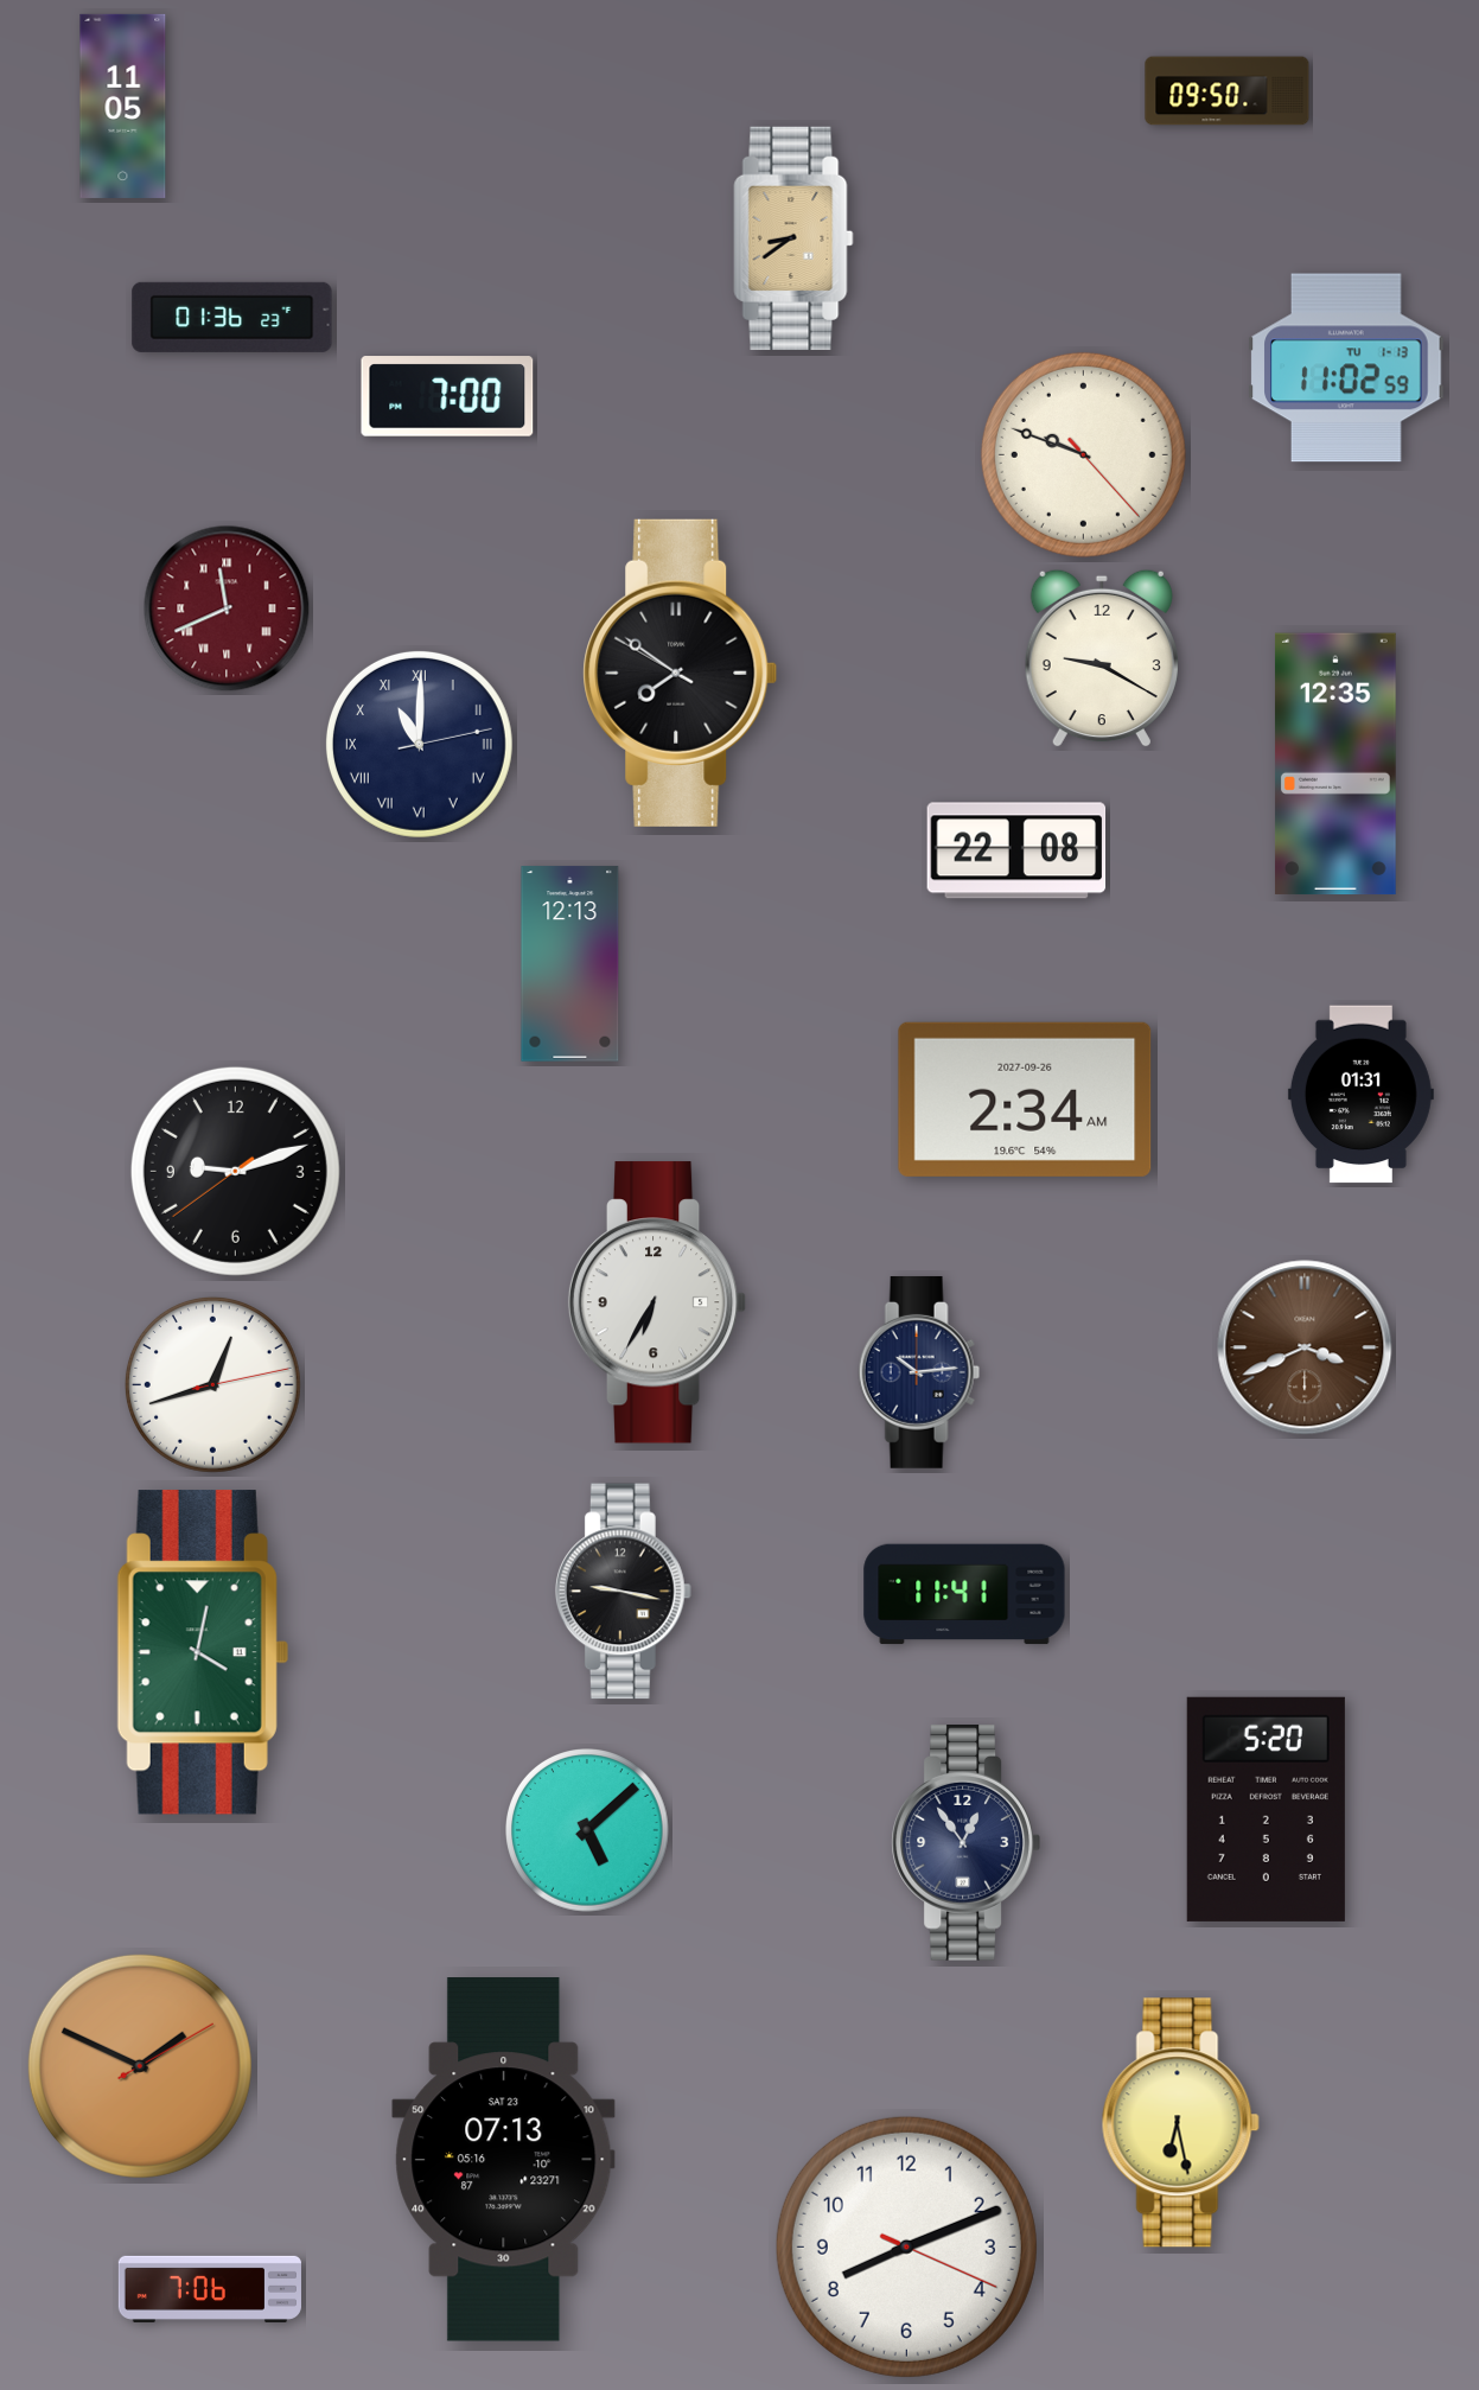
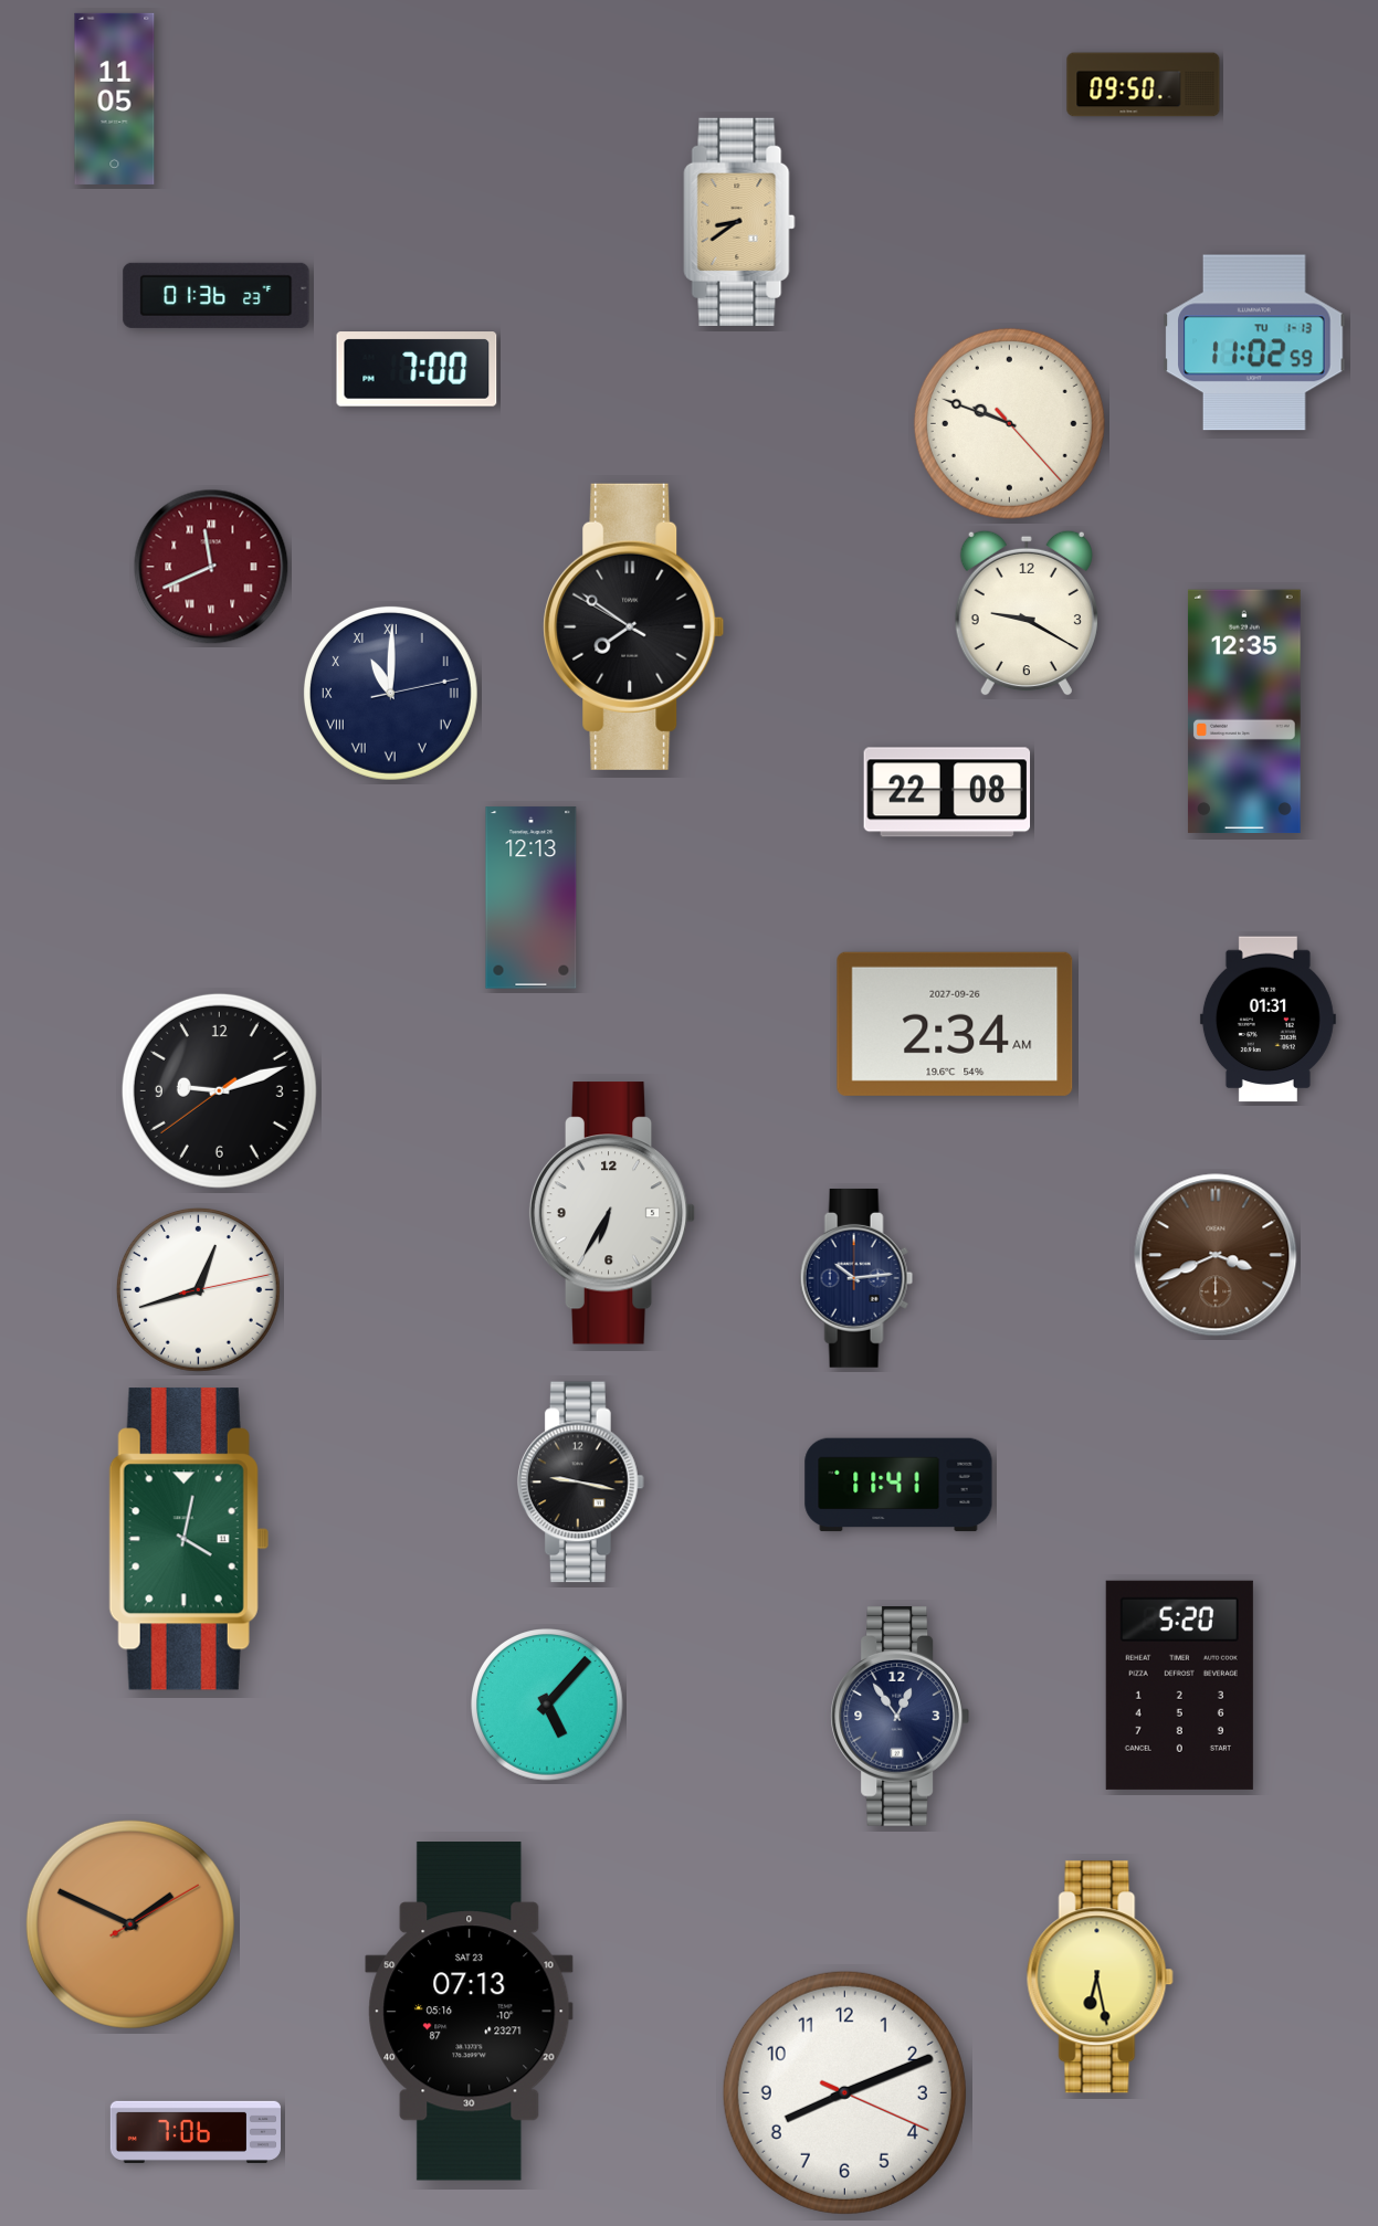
clock at (588, 1831): 5:08 -> 5:07
